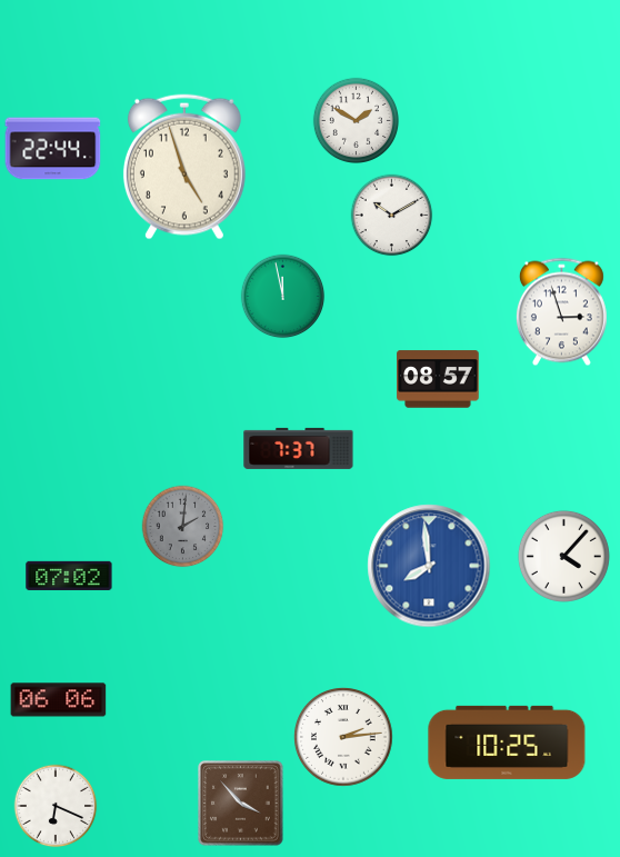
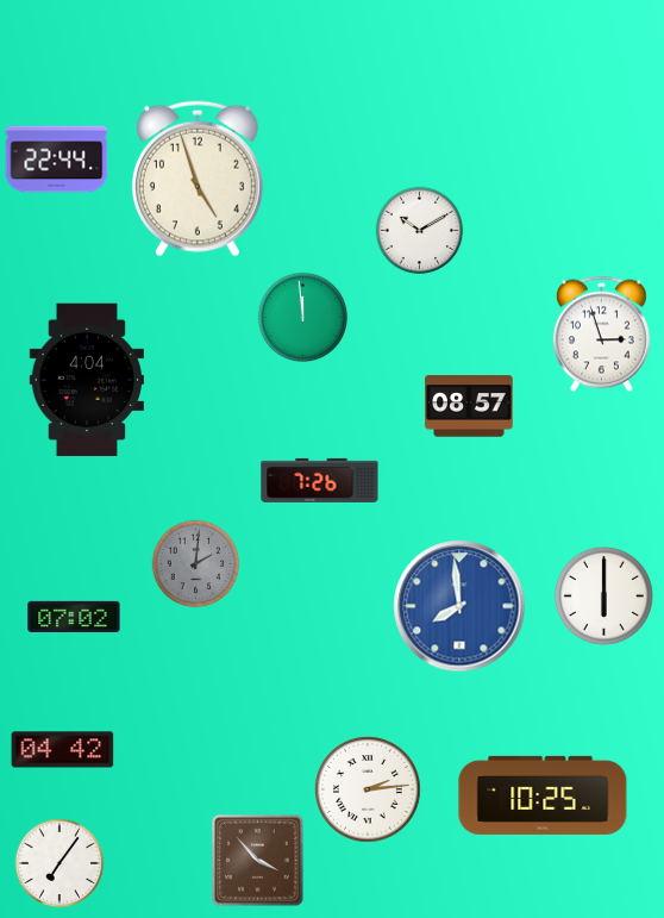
clock at (356, 120): 1:50 -> none
clock at (283, 297): 11:58 -> 11:59
clock at (87, 380): none -> 4:04
clock at (299, 448): 7:37 -> 7:26
clock at (563, 556): 4:07 -> 6:00
clock at (59, 700): 06:06 -> 04:42
clock at (56, 806): 6:19 -> 7:06
